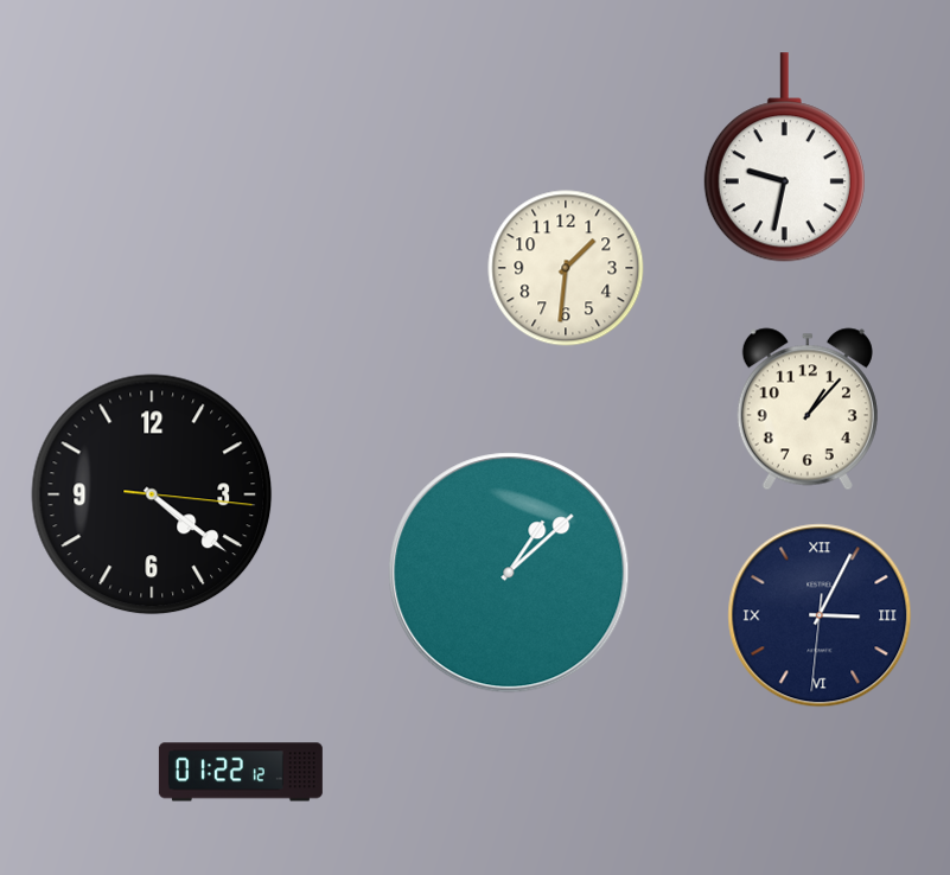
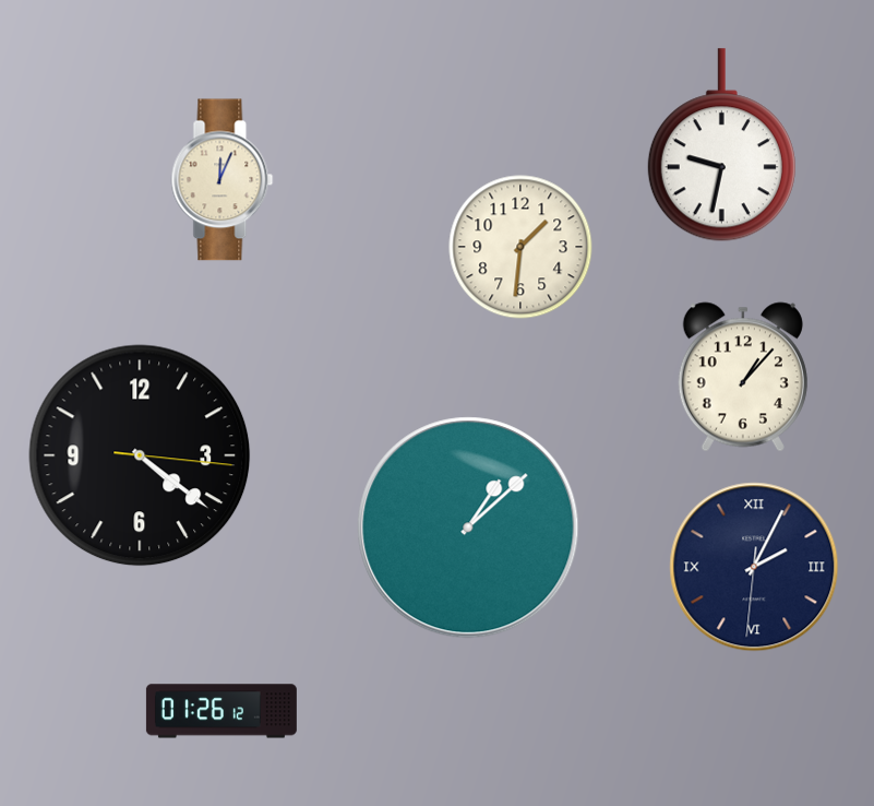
clock at (223, 180): none -> 12:04
clock at (820, 615): 3:04 -> 2:04
clock at (241, 772): 01:22 -> 01:26
